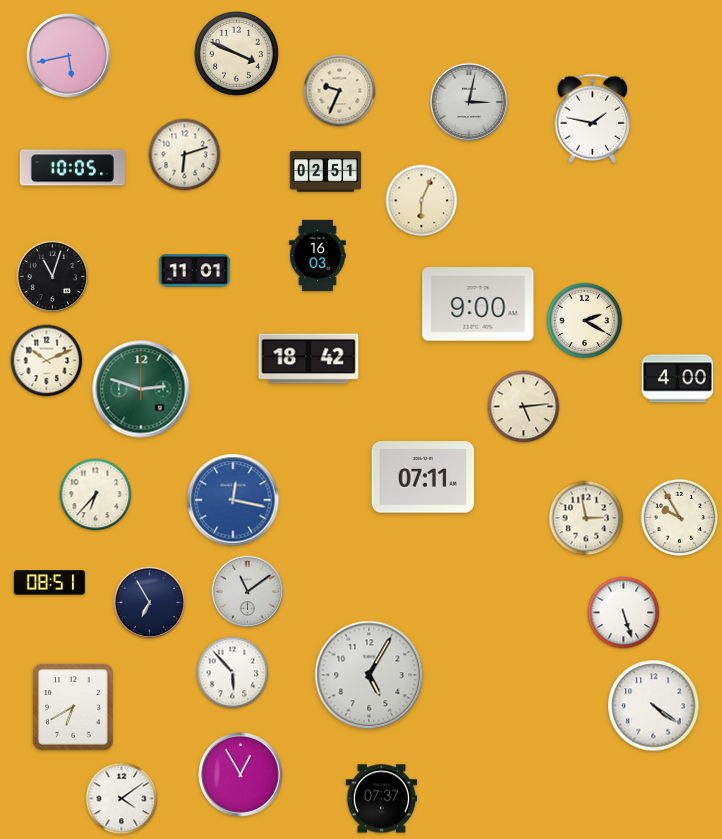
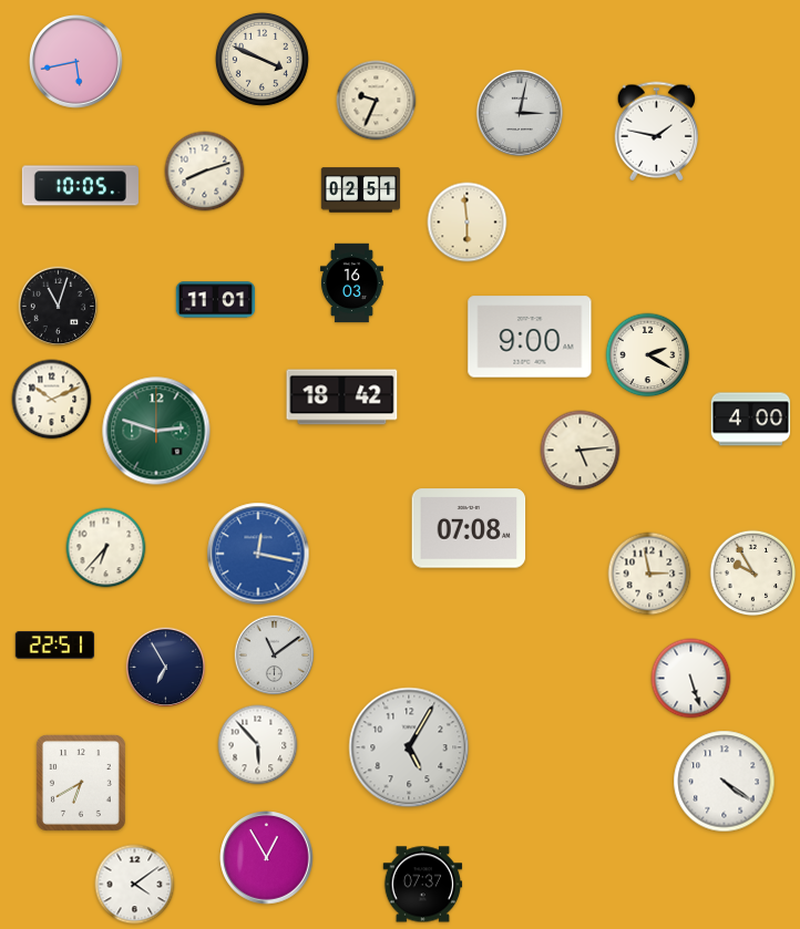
clock at (185, 155): 6:12 -> 8:12
clock at (422, 201): 6:04 -> 5:59
clock at (423, 477): 07:11 -> 07:08
clock at (50, 583): 08:51 -> 22:51
